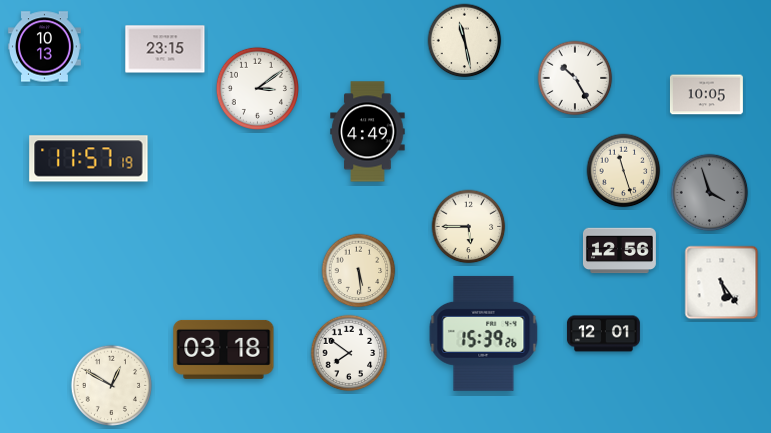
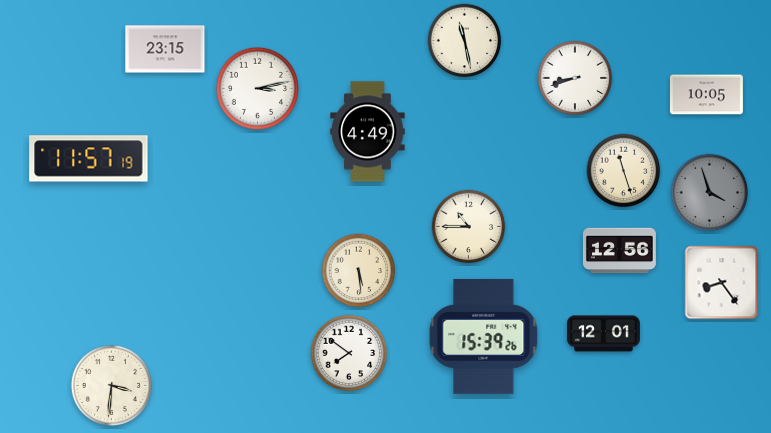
clock at (44, 47): 10:13 -> none
clock at (575, 78): 10:25 -> 8:42
clock at (257, 88): 3:09 -> 3:13
clock at (469, 227): 5:45 -> 10:45
clock at (722, 283): 5:24 -> 8:24
clock at (484, 333) position: (484, 333) -> (484, 336)
clock at (224, 349): 03:18 -> none
clock at (111, 385): 12:50 -> 3:31
